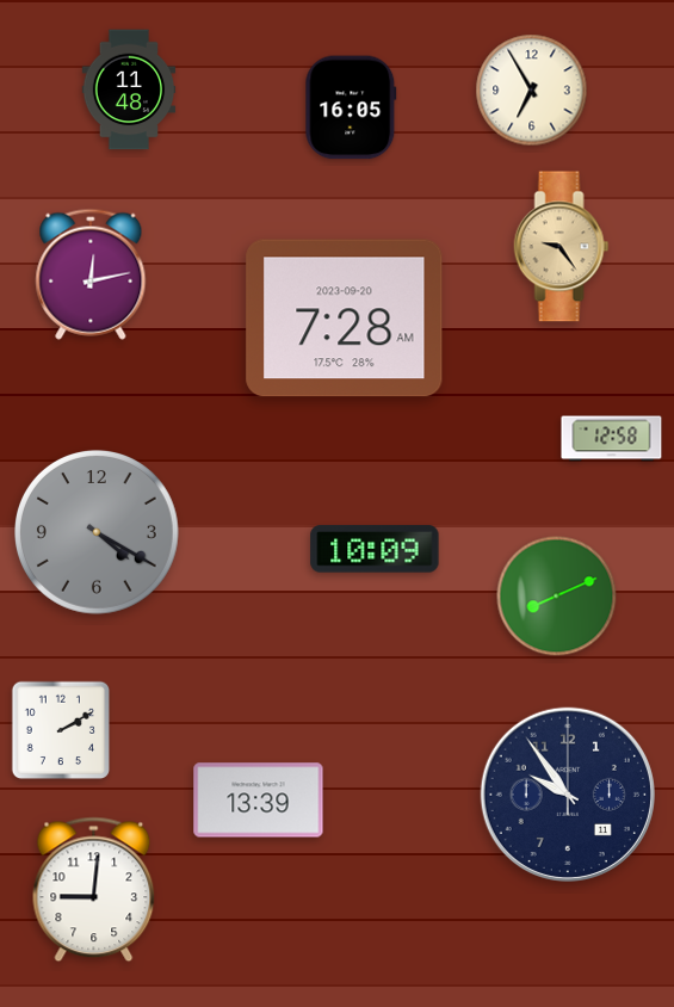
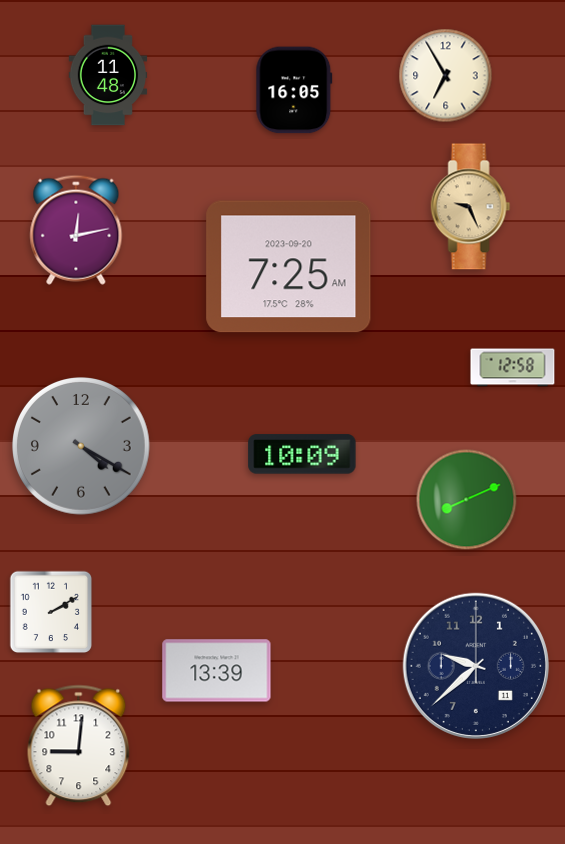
clock at (562, 247): 9:24 -> 9:26
clock at (345, 319): 7:28 -> 7:25
clock at (375, 549) position: (375, 549) -> (302, 454)
clock at (568, 795): 9:54 -> 9:38
